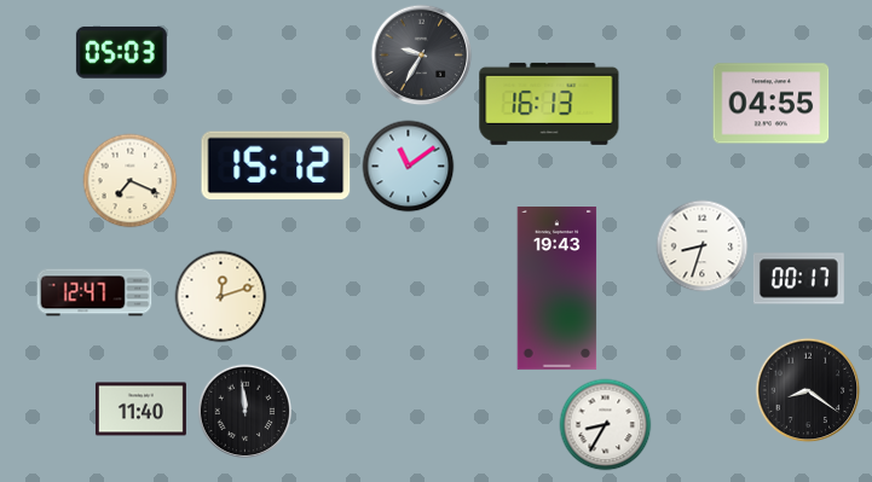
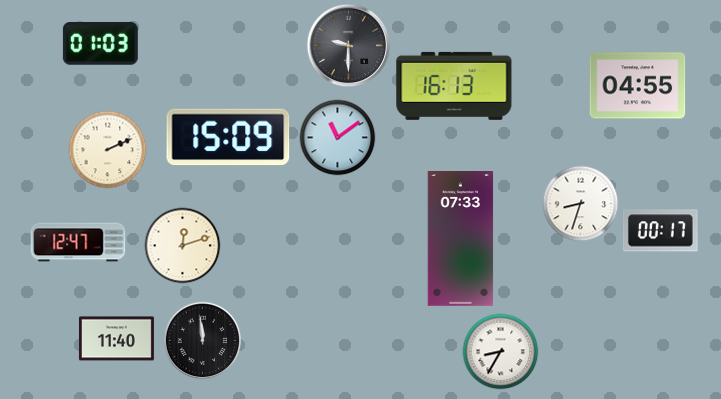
clock at (121, 52): 05:03 -> 01:03
clock at (422, 56): 9:35 -> 9:30
clock at (276, 165): 15:12 -> 15:09
clock at (131, 181): 7:19 -> 2:11
clock at (558, 289): 19:43 -> 07:33
clock at (808, 390): 8:21 -> none
